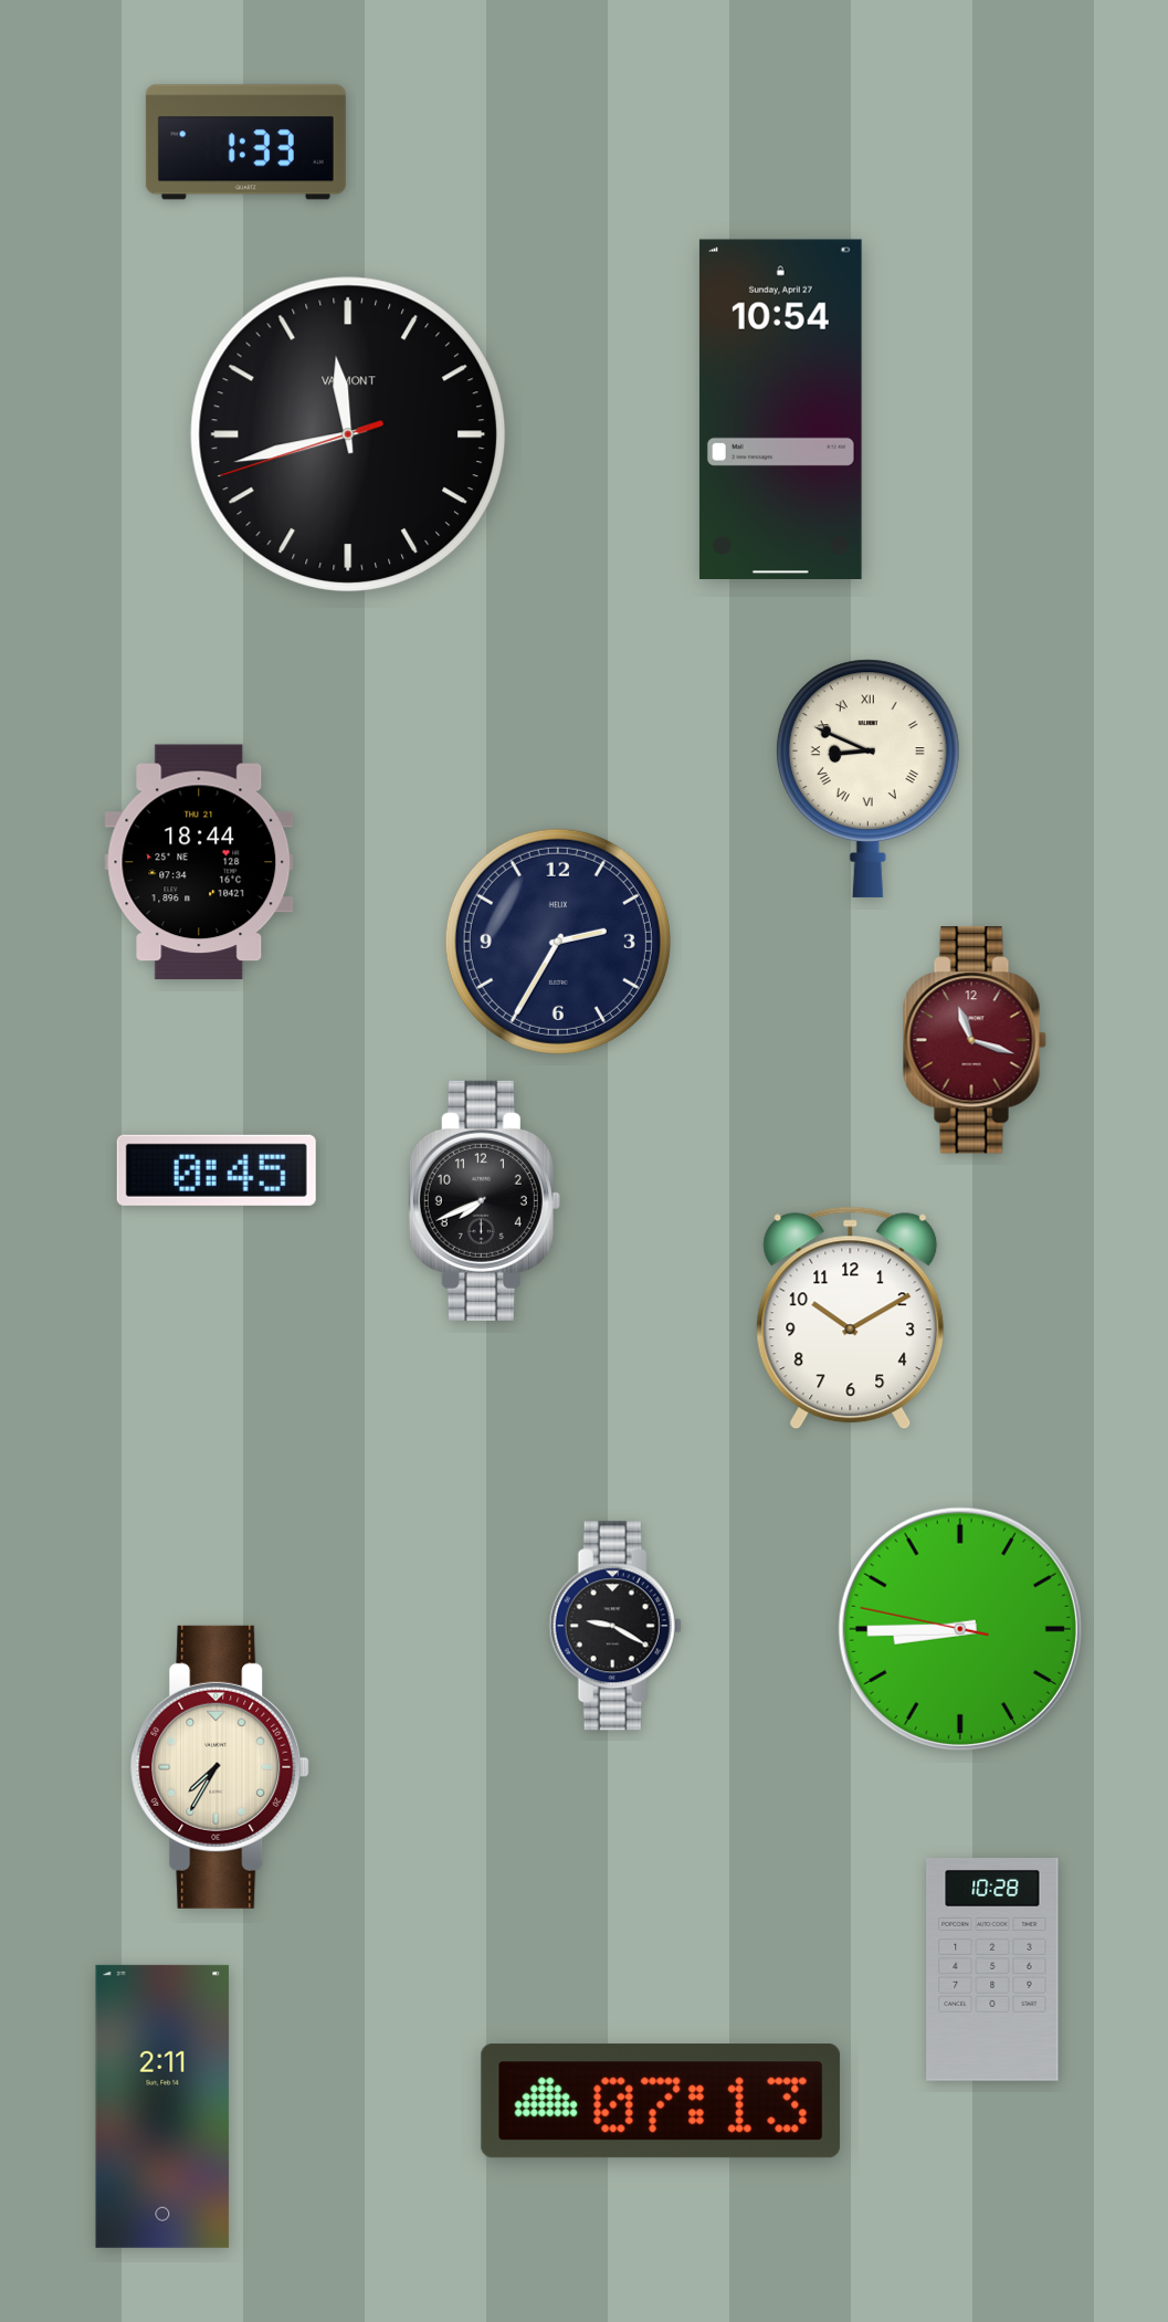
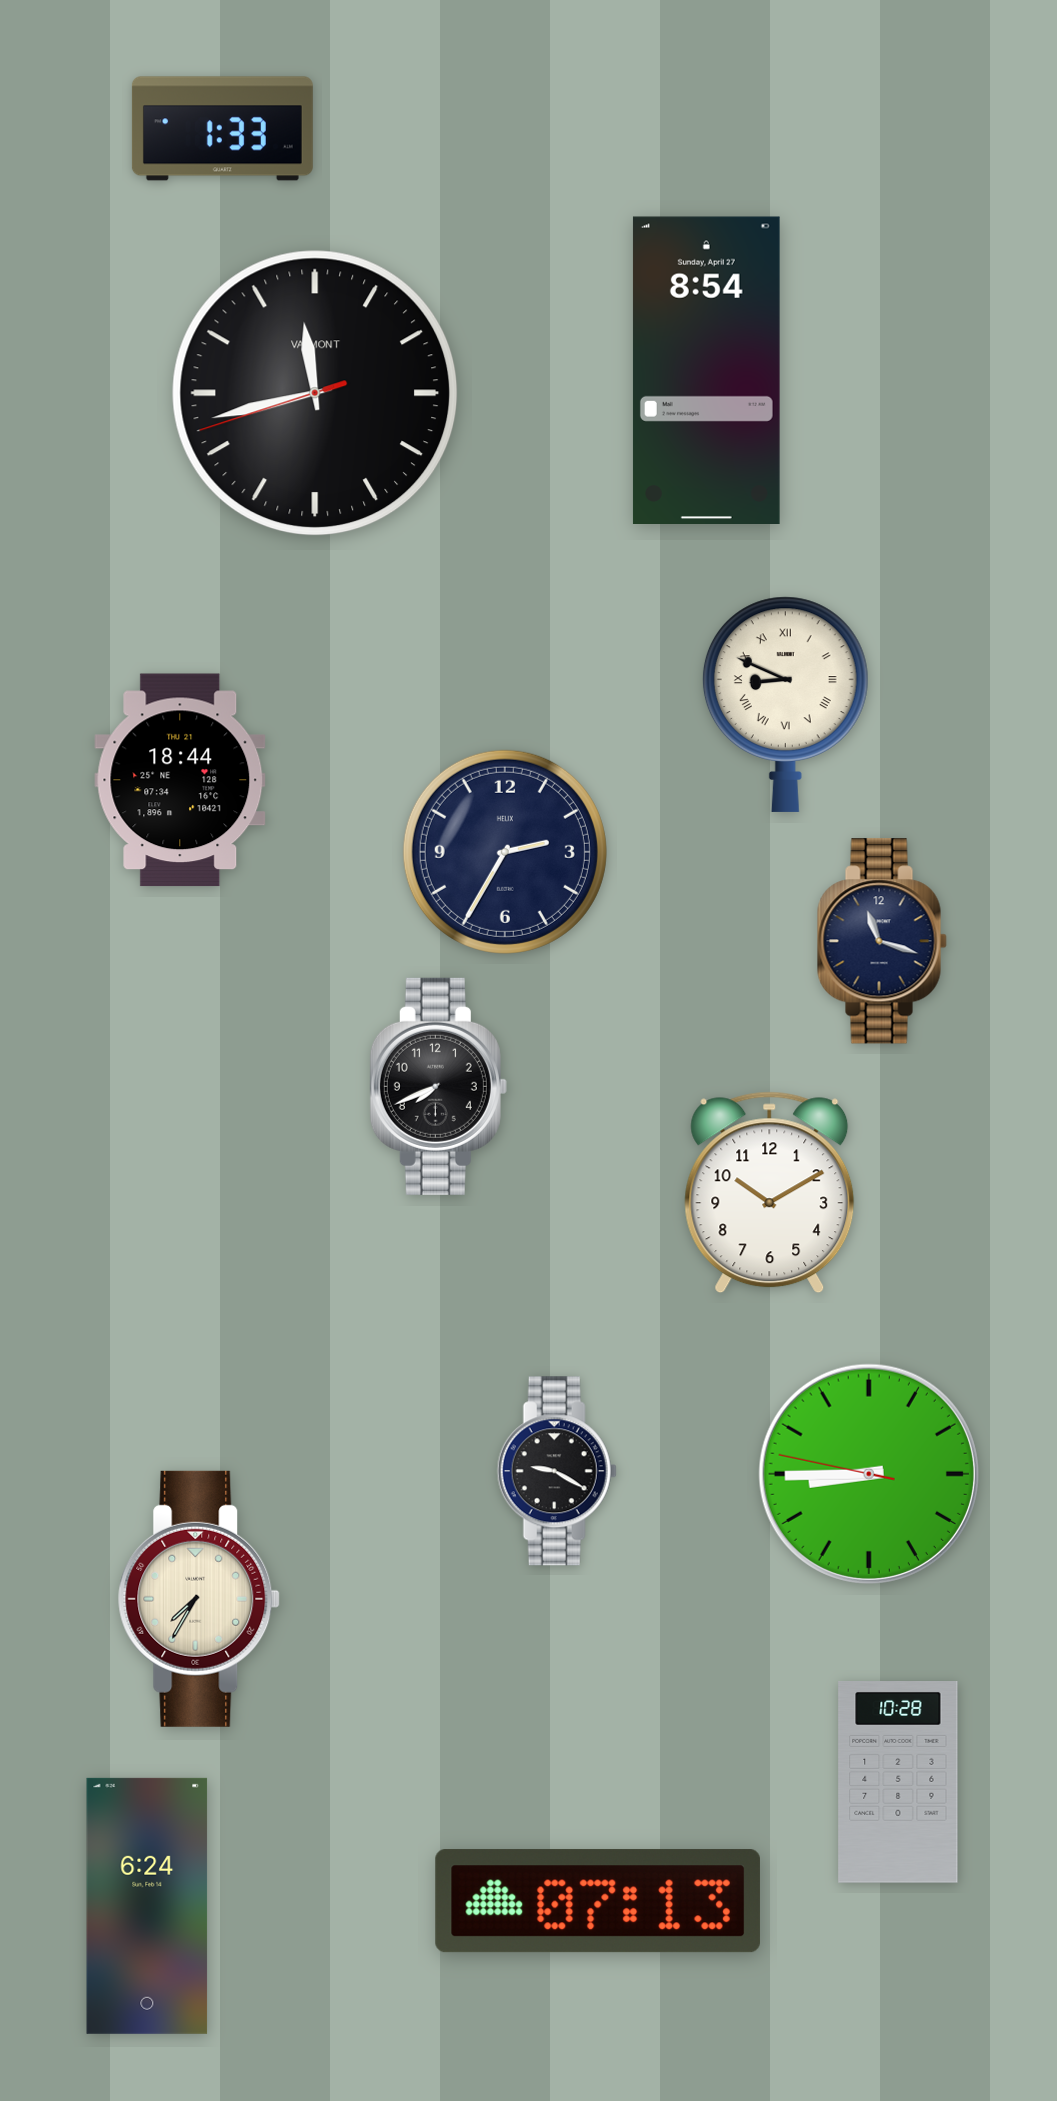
clock at (780, 409): 10:54 -> 8:54
clock at (975, 1040) dial: burgundy -> navy
clock at (217, 1170): 0:45 -> none
clock at (162, 2106): 2:11 -> 6:24
